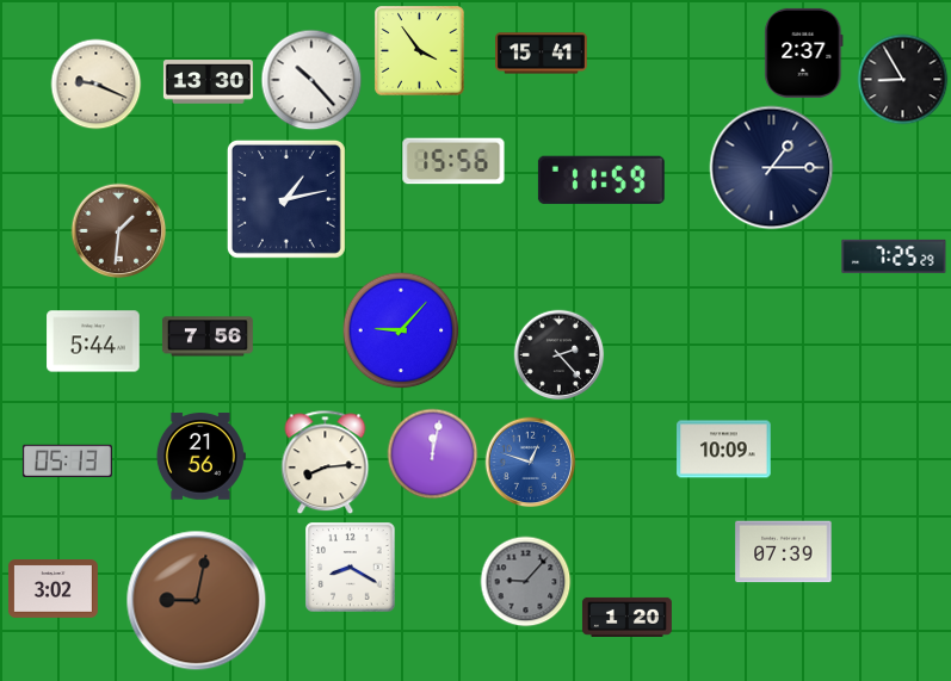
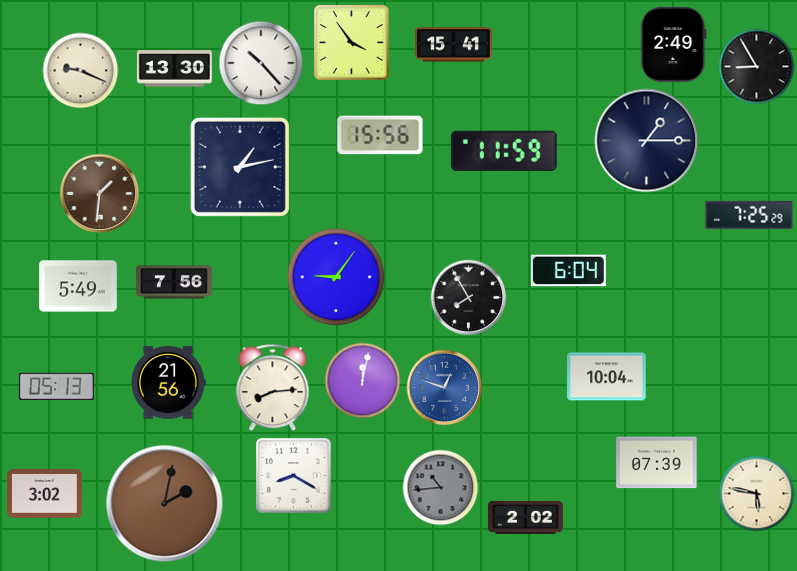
clock at (804, 52): 2:37 -> 2:49
clock at (311, 80) position: (311, 80) -> (261, 63)
clock at (568, 271): none -> 6:04
clock at (401, 330): 9:07 -> 9:06
clock at (93, 341): 5:44 -> 5:49
clock at (560, 355): 2:23 -> 7:55
clock at (724, 450): 10:09 -> 10:04
clock at (526, 582): 9:07 -> 10:44
clock at (757, 494): none -> 5:47
clock at (197, 601): 9:02 -> 2:02
clock at (626, 617): 1:20 -> 2:02
